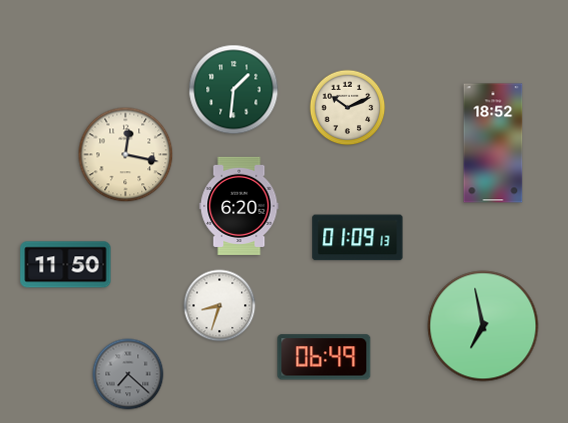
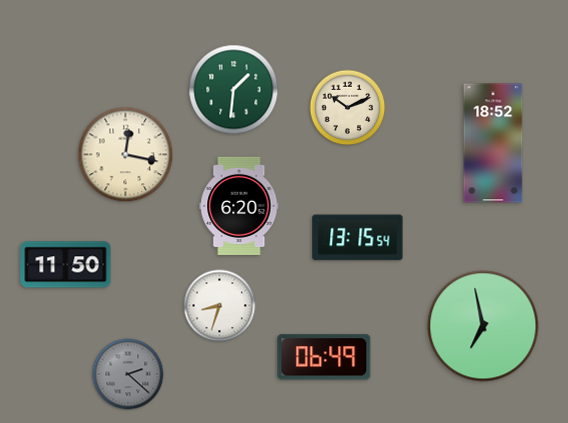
clock at (358, 238): 01:09 -> 13:15
clock at (128, 374): 7:22 -> 2:22
